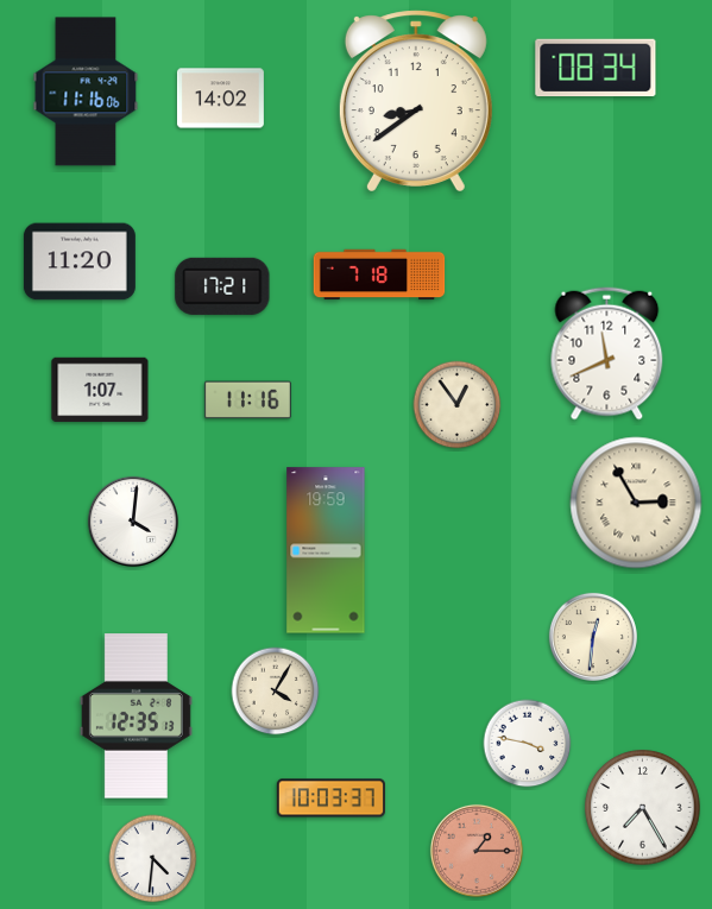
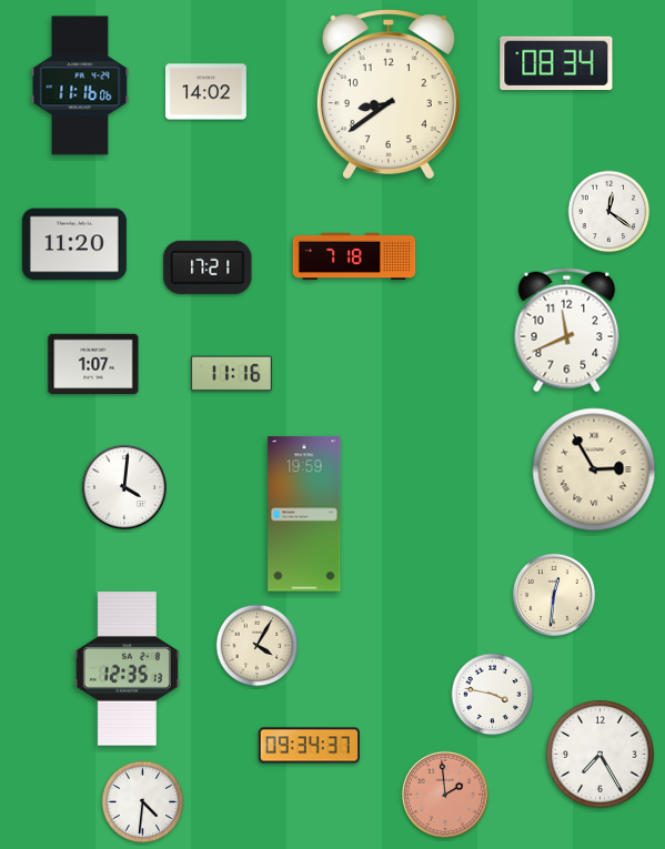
clock at (609, 212): none -> 12:21
clock at (458, 405): 12:54 -> none
clock at (330, 798): 10:03 -> 09:34
clock at (477, 851): 1:15 -> 1:59
